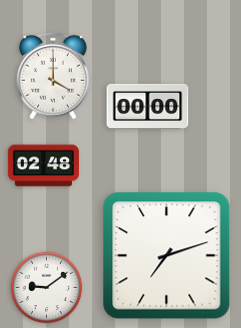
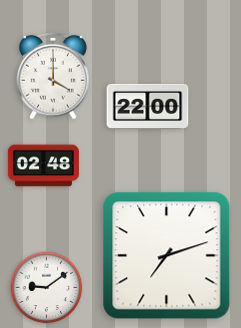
clock at (148, 106): 00:00 -> 22:00
